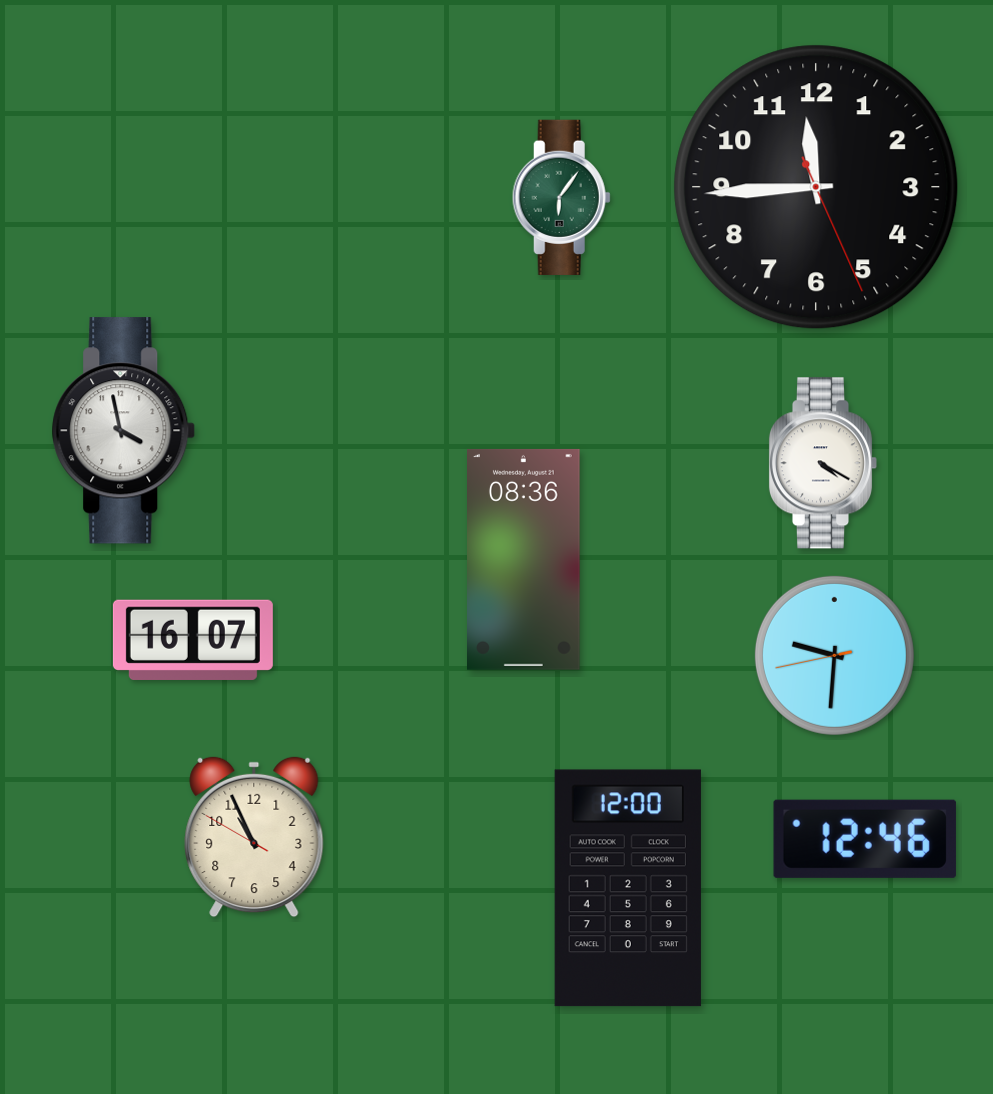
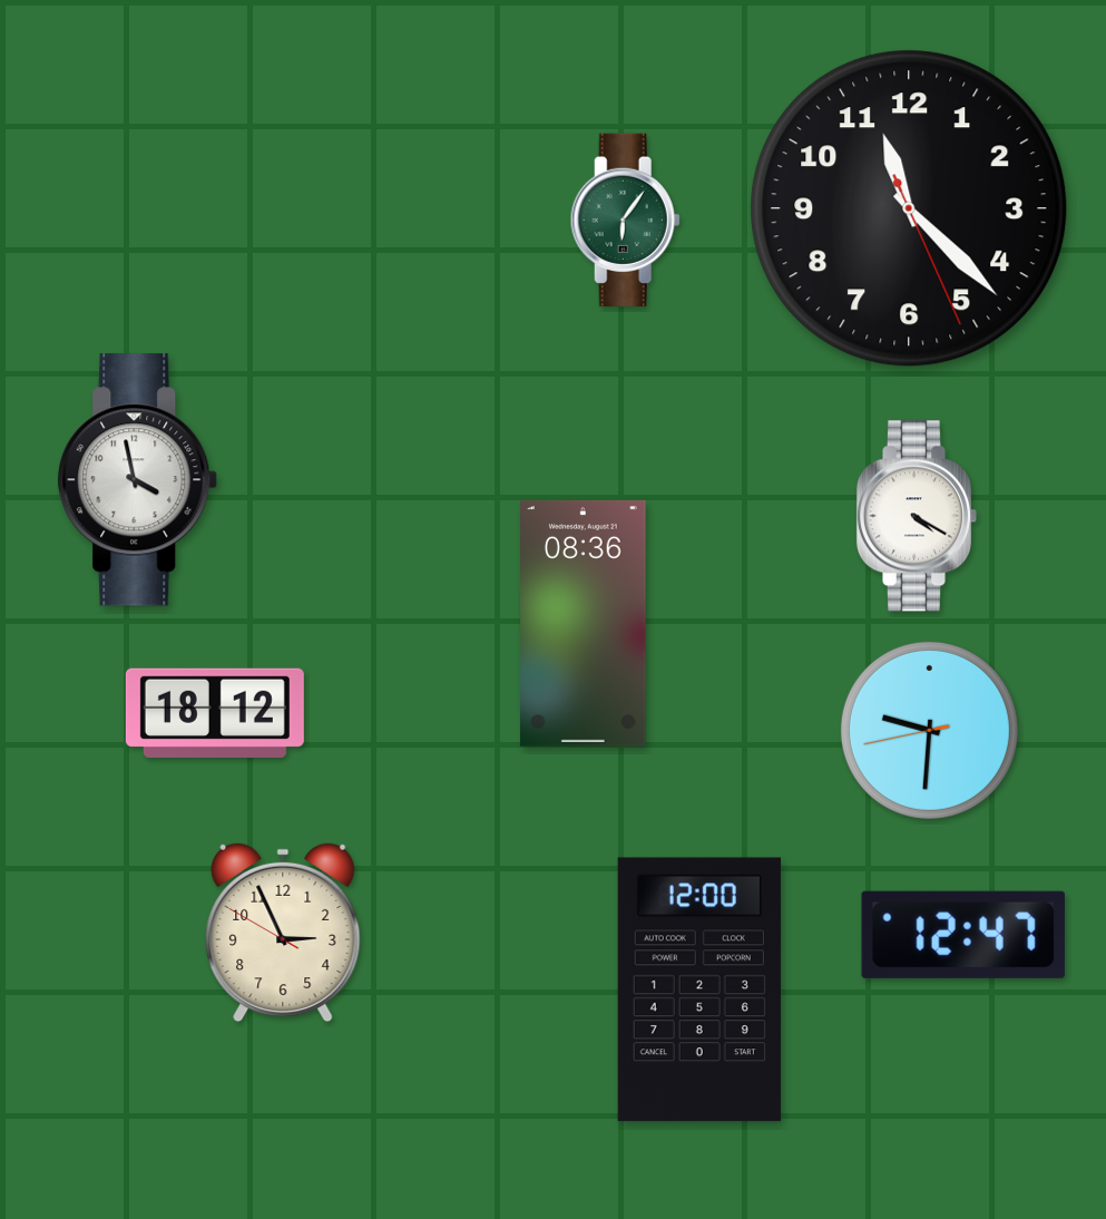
clock at (816, 187): 11:44 -> 11:22
clock at (193, 639): 16:07 -> 18:12
clock at (254, 837): 10:55 -> 2:55
clock at (865, 839): 12:46 -> 12:47
